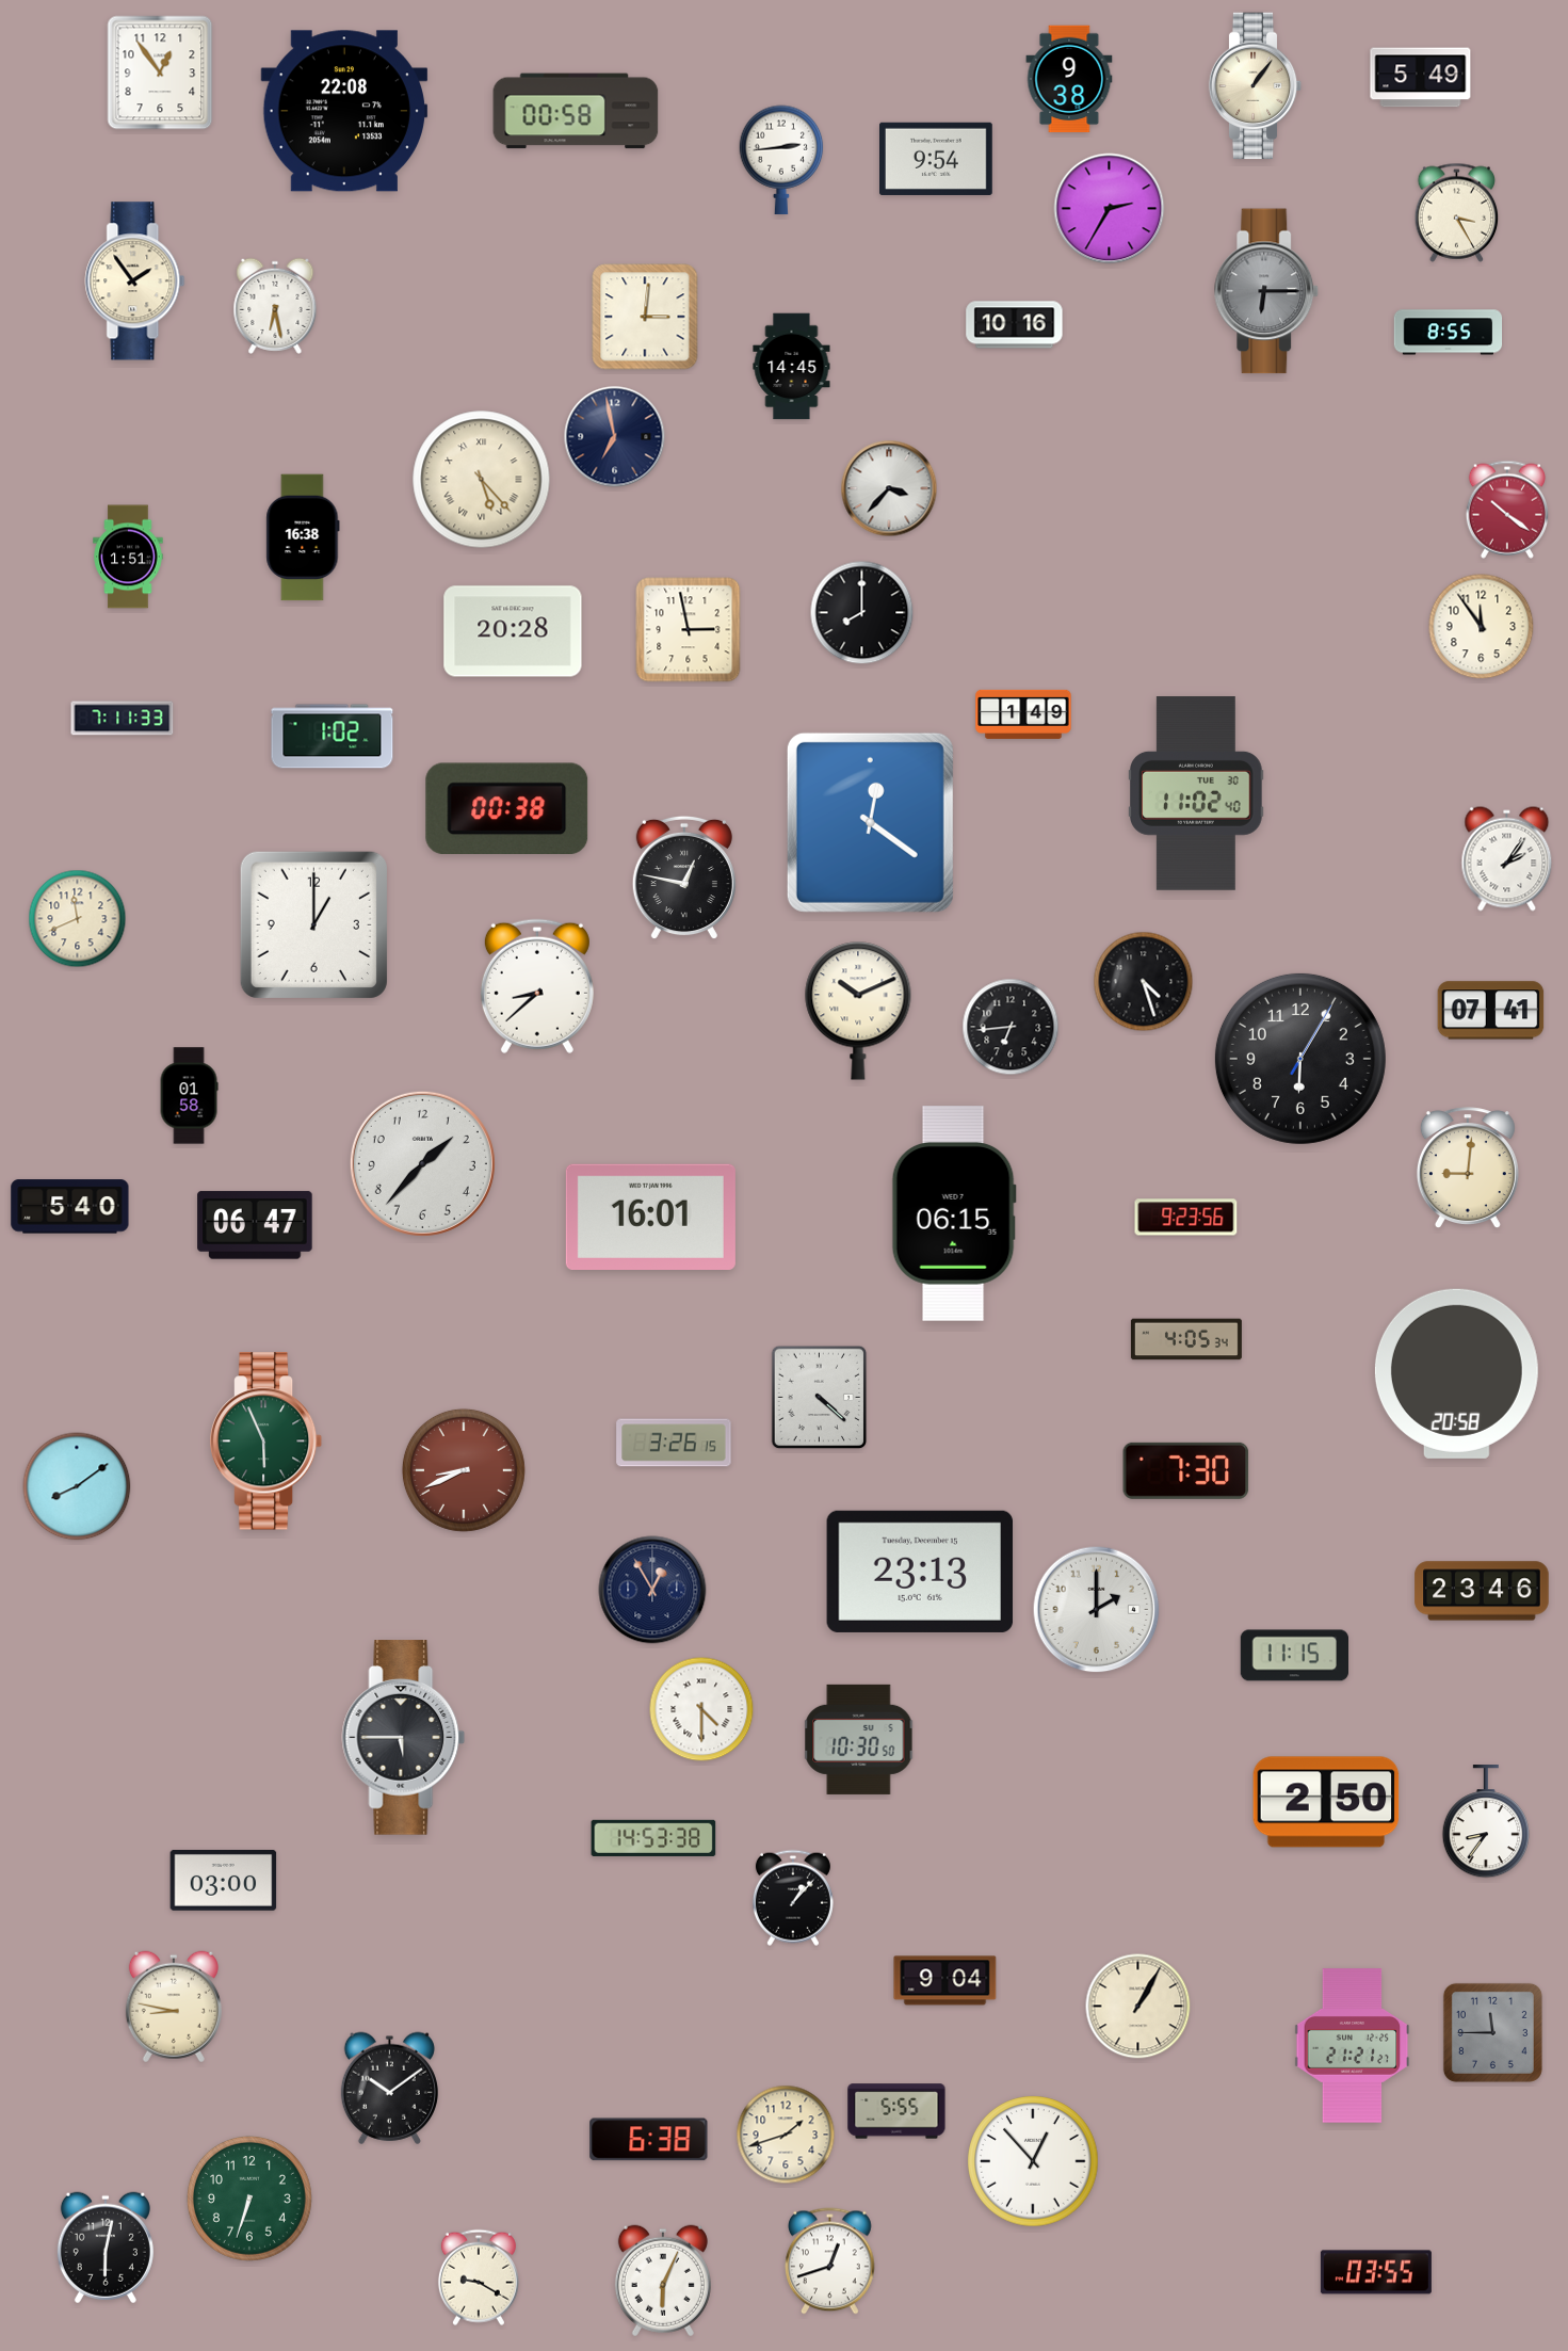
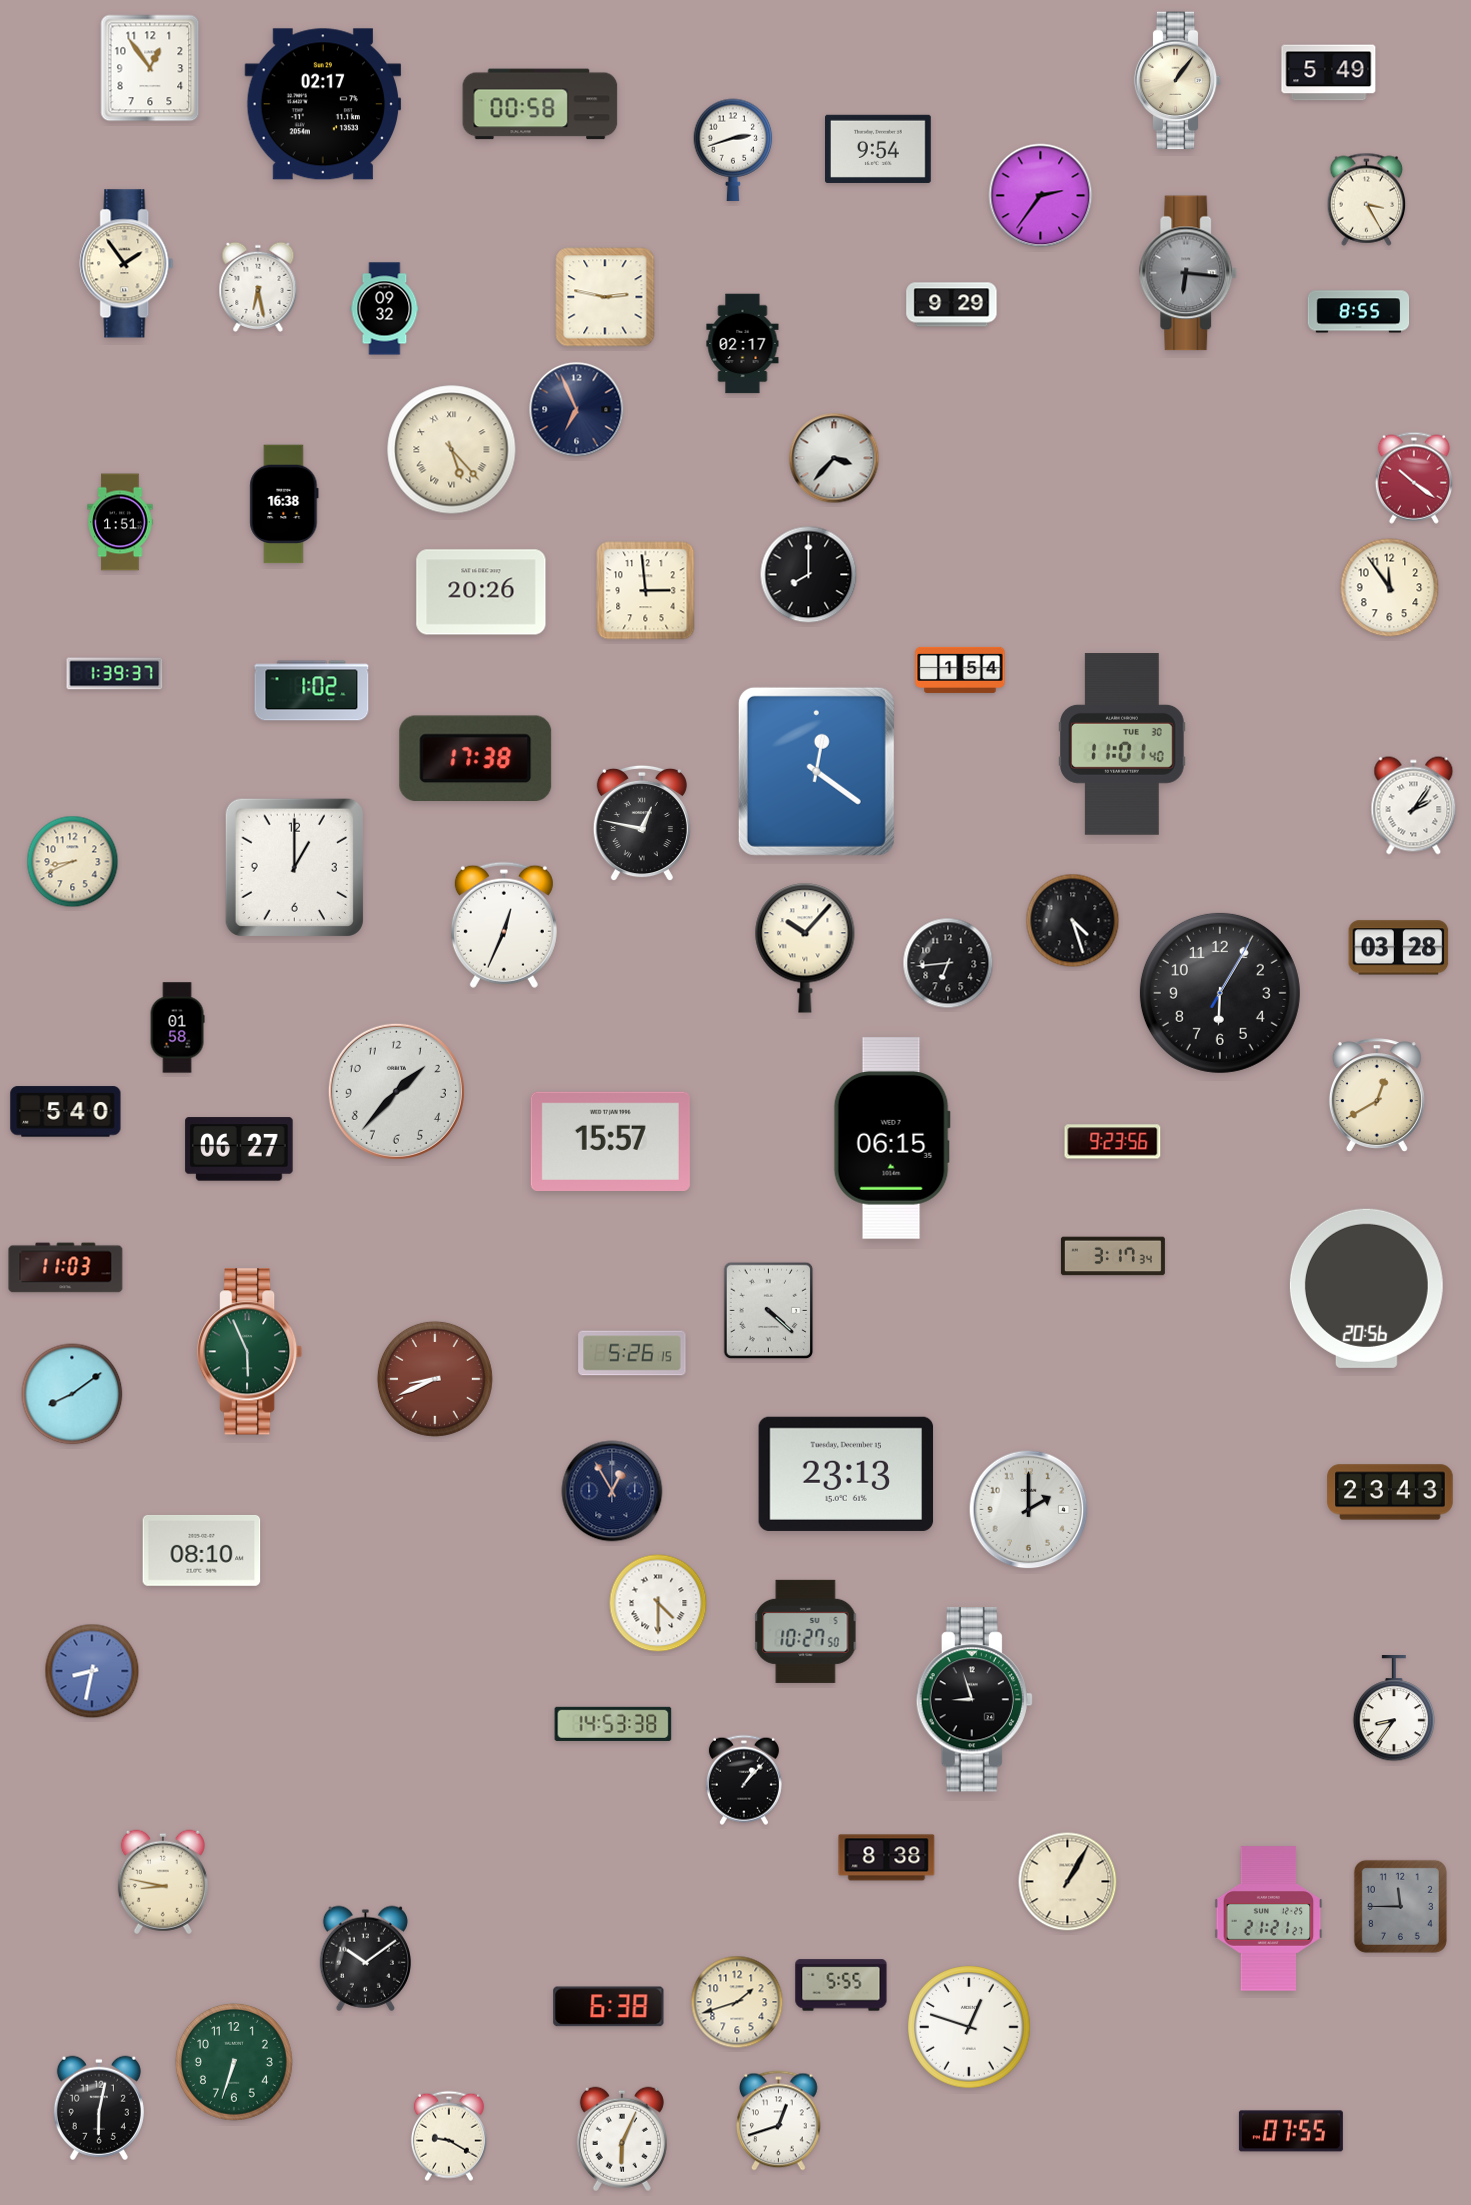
clock at (1421, 78) position: (1421, 78) -> (1329, 73)
clock at (1069, 79): 9:38 -> none
clock at (344, 111): 22:08 -> 02:17
clock at (781, 160): 2:44 -> 2:42
clock at (1110, 209): 2:35 -> 2:36
clock at (1266, 291): 6:15 -> 6:16
clock at (645, 317): 3:01 -> 2:47
clock at (1015, 325): 10:16 -> 9:29
clock at (385, 309): none -> 09:32
clock at (792, 367): 14:45 -> 02:17
clock at (615, 437): 6:58 -> 6:56
clock at (689, 630): 2:58 -> 2:59
clock at (513, 631): 20:28 -> 20:26
clock at (1023, 714): 1:49 -> 1:54
clock at (123, 719): 7:11 -> 1:39
clock at (1196, 793): 11:02 -> 11:01
clock at (507, 808): 00:38 -> 17:38
clock at (78, 919): 11:41 -> 8:41
clock at (537, 986): 8:38 -> 12:34
clock at (858, 1011): 10:11 -> 10:07
clock at (1491, 1011): 07:41 -> 03:28
clock at (1468, 1168): 9:01 -> 12:40
clock at (70, 1207) position: (70, 1207) -> (66, 1112)
clock at (954, 1213) position: (954, 1213) -> (892, 1138)
clock at (650, 1217): 16:01 -> 15:57
clock at (255, 1225): 06:47 -> 06:27
clock at (1186, 1339): 4:05 -> 3:17
clock at (66, 1268): none -> 11:03
clock at (1456, 1373): 20:58 -> 20:56
clock at (674, 1443): 3:26 -> 5:26
clock at (1186, 1470): 7:30 -> none
clock at (920, 1572) position: (920, 1572) -> (846, 1474)
clock at (1482, 1591): 23:46 -> 23:43
clock at (202, 1550): none -> 08:10
clock at (1294, 1656): 11:15 -> none
clock at (404, 1738): 5:45 -> none
clock at (859, 1739): 10:30 -> 10:27
clock at (92, 1671): none -> 8:32
clock at (1326, 1802): 2:50 -> none
clock at (974, 1700): none -> 8:57
clock at (224, 1880): 03:00 -> none
clock at (945, 1981): 9:04 -> 8:38
clock at (896, 2111) position: (896, 2111) -> (841, 1985)
clock at (1033, 2161): 12:53 -> 12:48
clock at (1376, 2272): 03:55 -> 07:55
